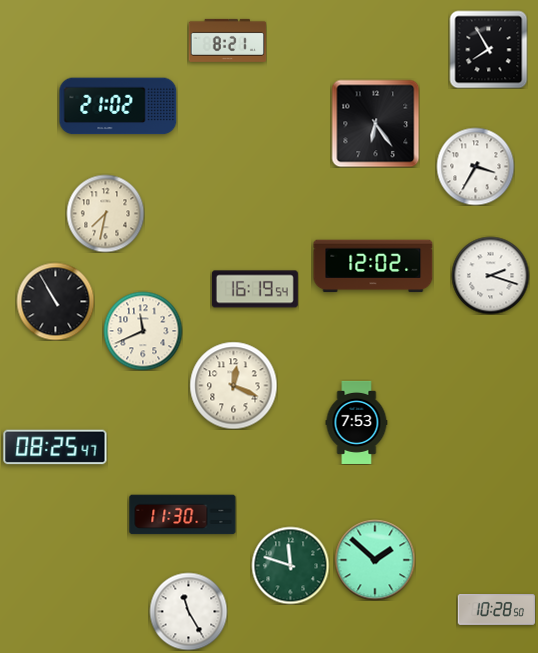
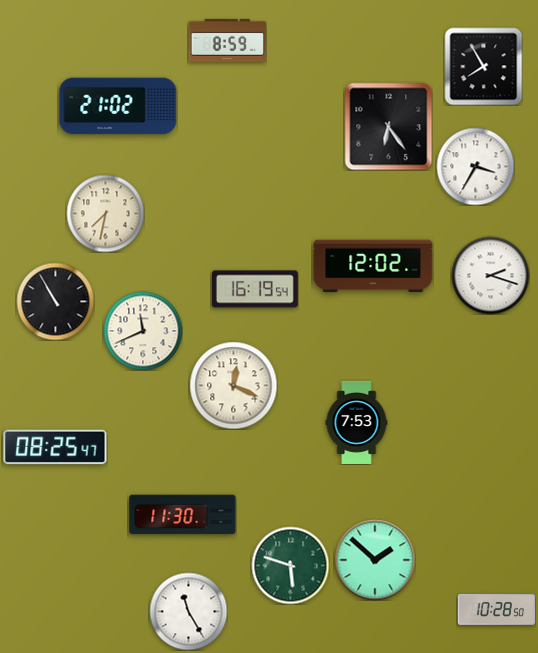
clock at (227, 40): 8:21 -> 8:59
clock at (488, 49) position: (488, 49) -> (483, 66)
clock at (375, 123) position: (375, 123) -> (388, 126)
clock at (290, 565): 11:48 -> 5:48
